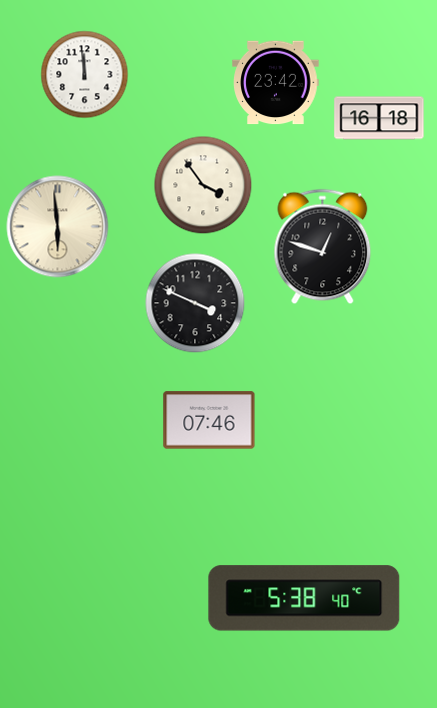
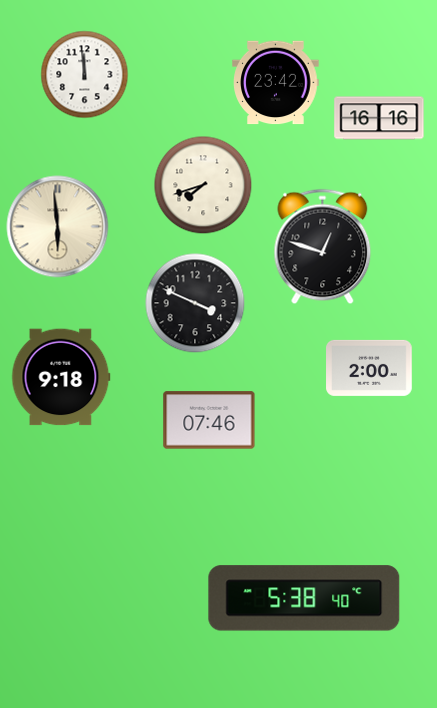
clock at (379, 118): 16:18 -> 16:16
clock at (203, 185): 3:54 -> 7:42
clock at (369, 368): none -> 2:00
clock at (61, 377): none -> 9:18
